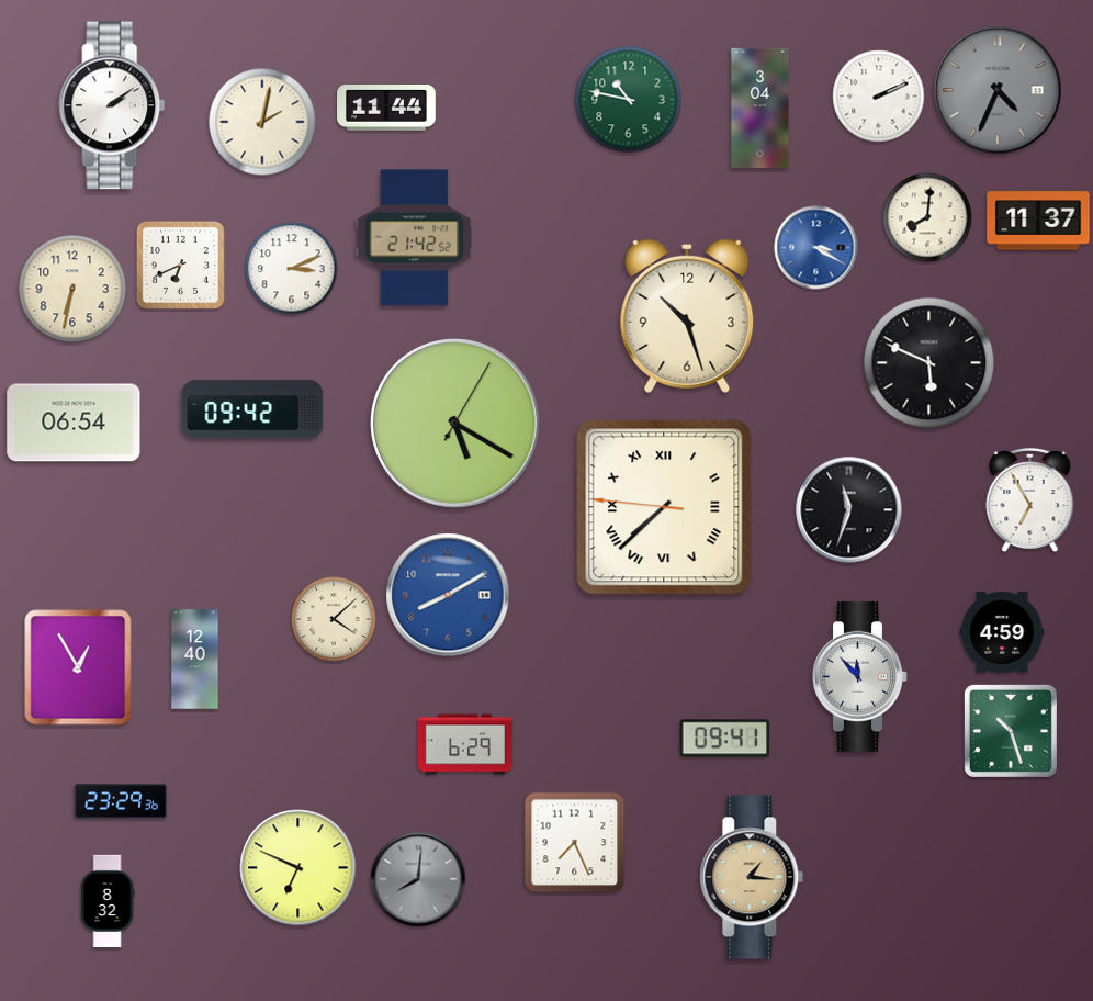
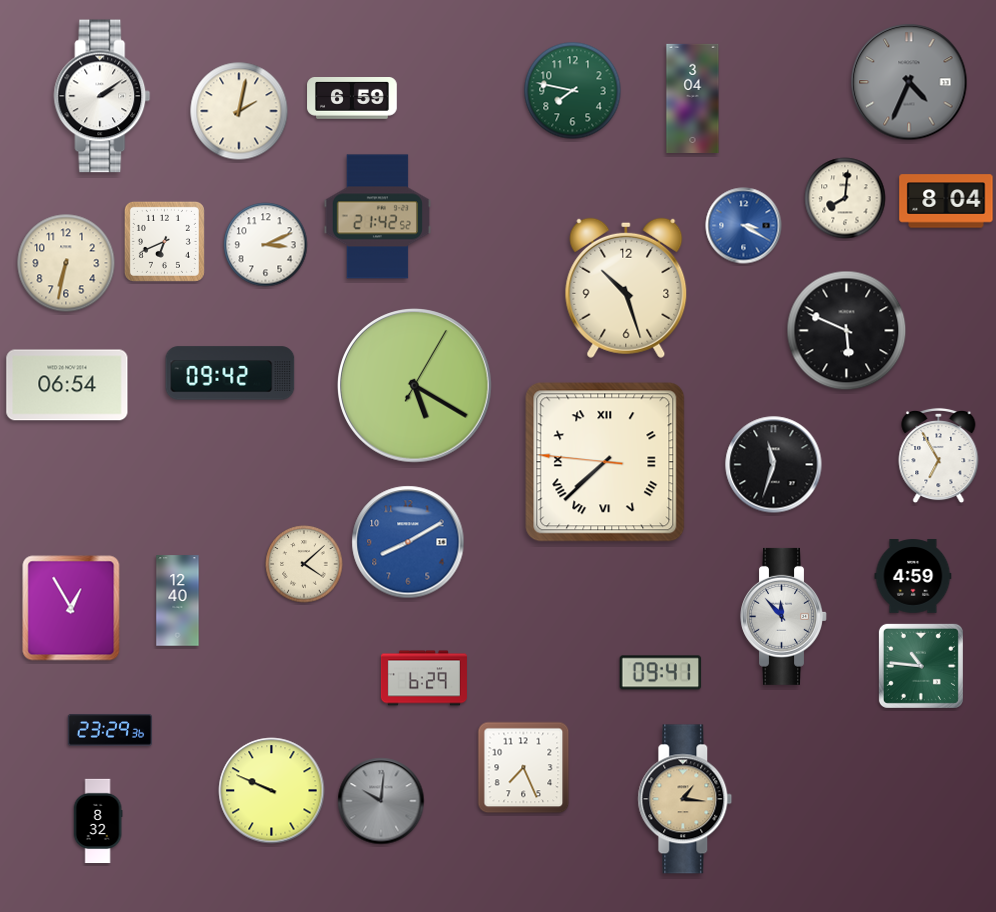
clock at (879, 97): 2:11 -> none
clock at (629, 100): 10:47 -> 7:47
clock at (386, 109): 11:44 -> 6:59
clock at (1038, 221): 11:37 -> 8:04
clock at (1011, 731): 10:27 -> 10:46
clock at (298, 868): 6:49 -> 9:49
clock at (418, 879): 8:01 -> 10:01
